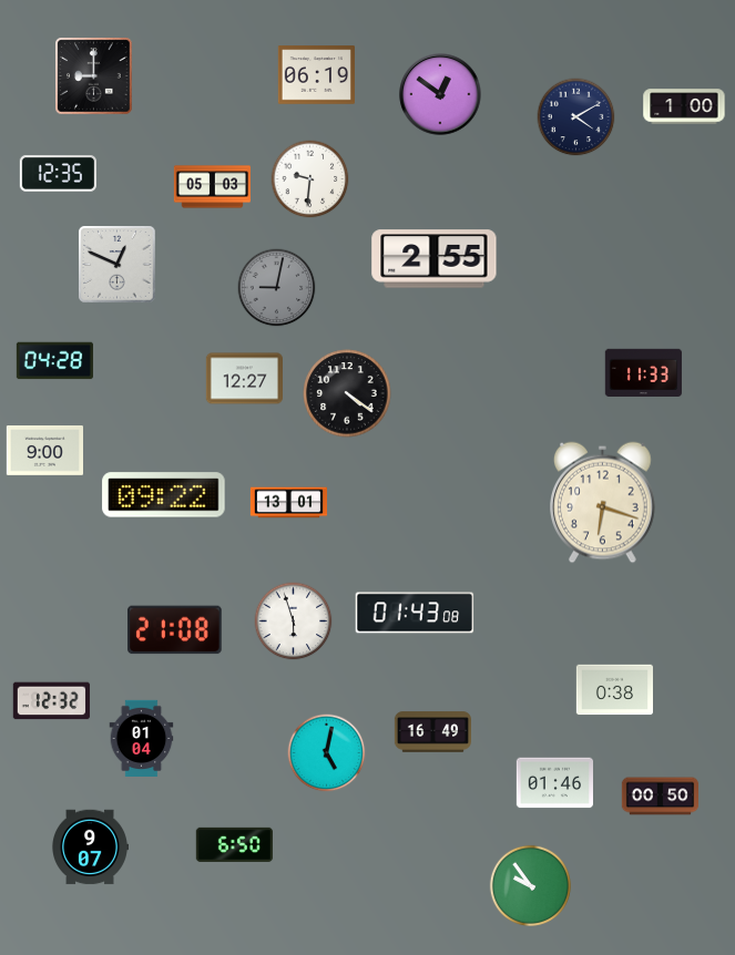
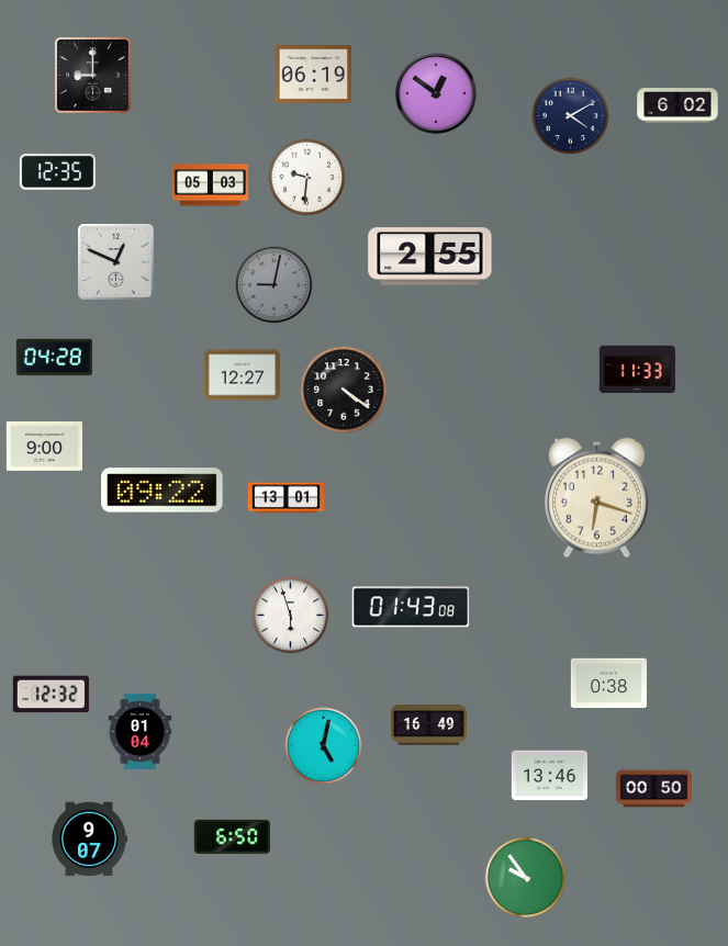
clock at (684, 106): 1:00 -> 6:02
clock at (175, 630): 21:08 -> none
clock at (554, 783): 01:46 -> 13:46
